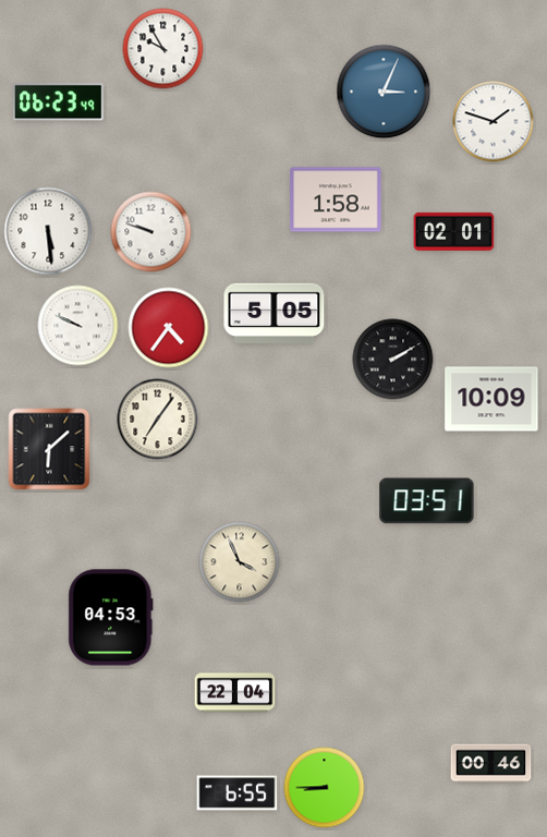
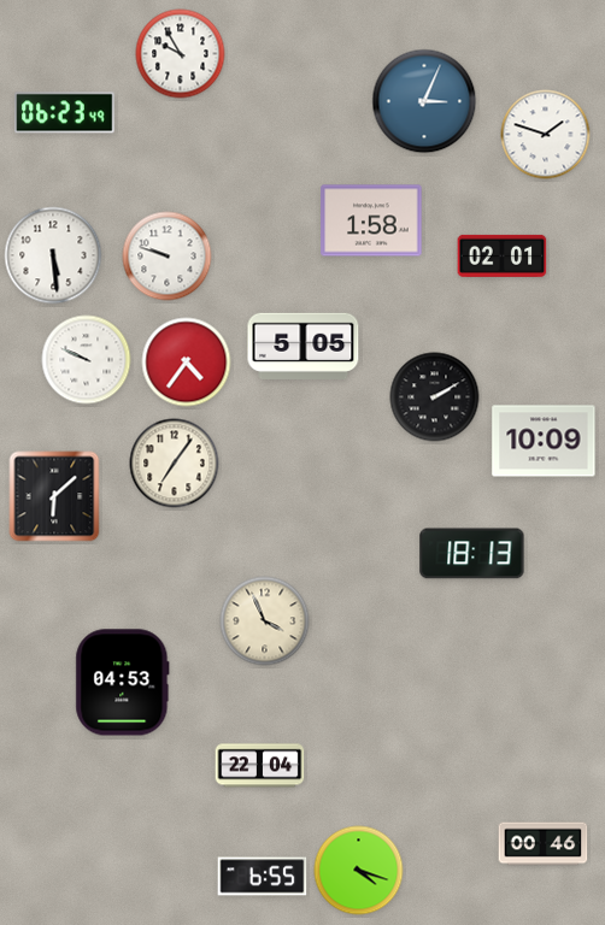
clock at (427, 501): 03:51 -> 18:13
clock at (325, 788): 8:45 -> 4:18
